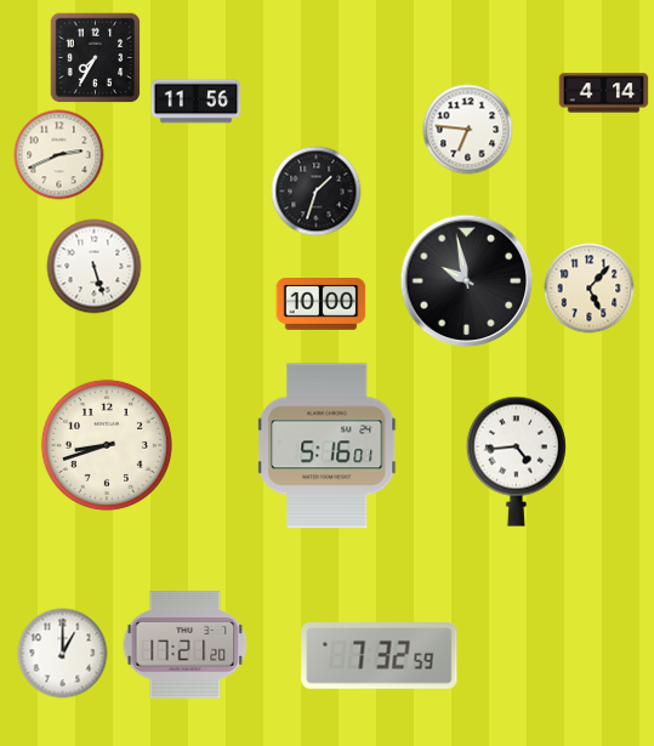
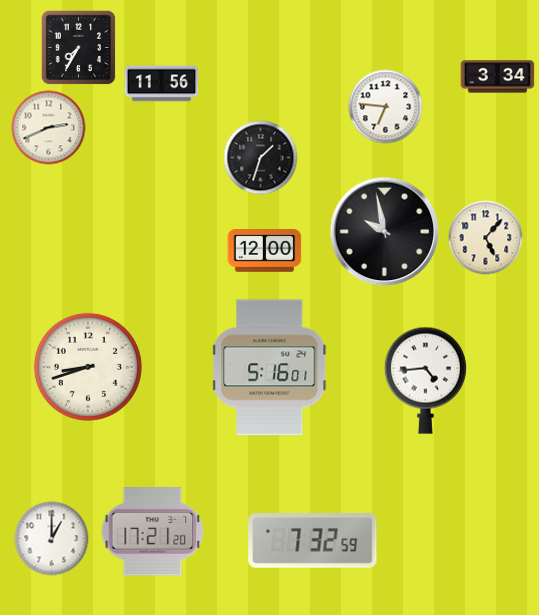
clock at (604, 93): 4:14 -> 3:34
clock at (95, 267): 5:27 -> none
clock at (322, 304): 10:00 -> 12:00
